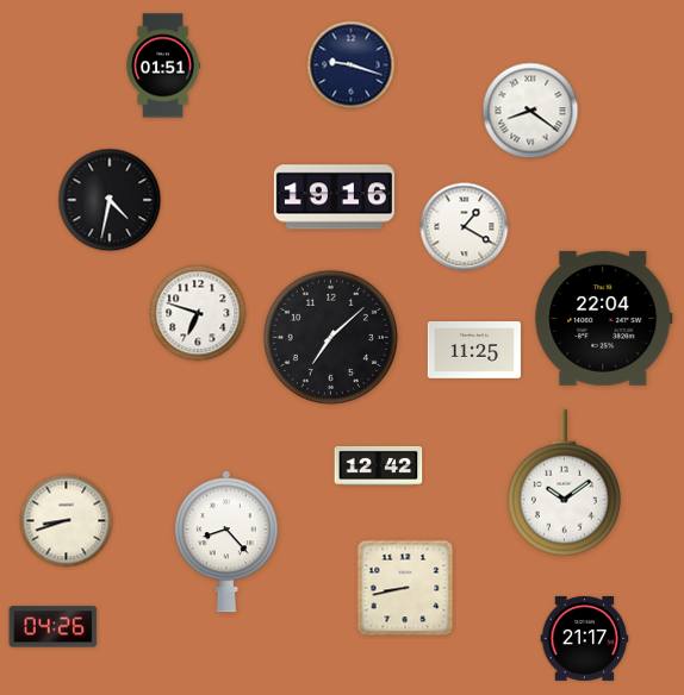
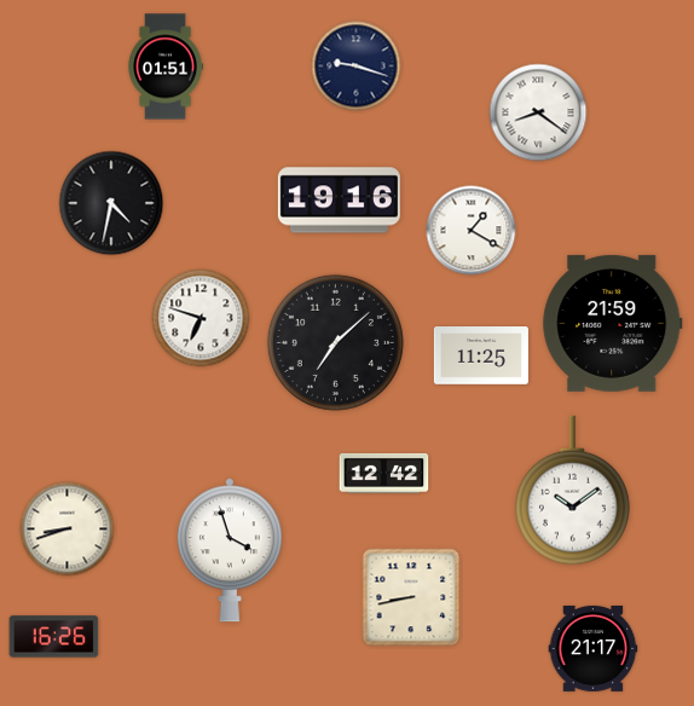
clock at (604, 318): 22:04 -> 21:59
clock at (226, 541): 8:23 -> 3:57
clock at (54, 627): 04:26 -> 16:26
